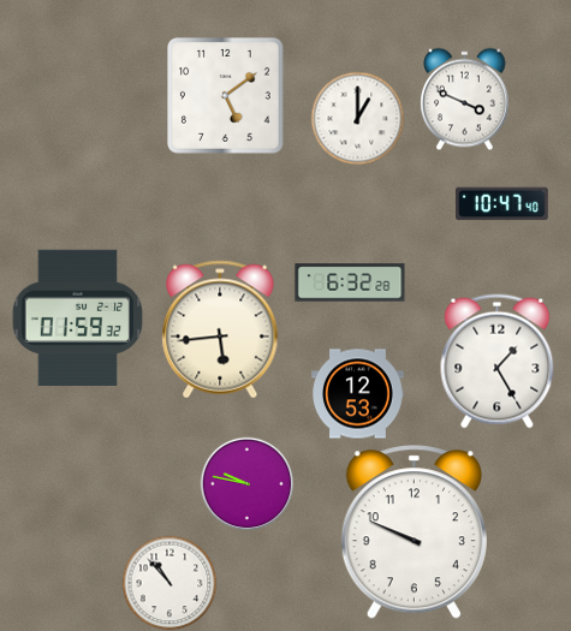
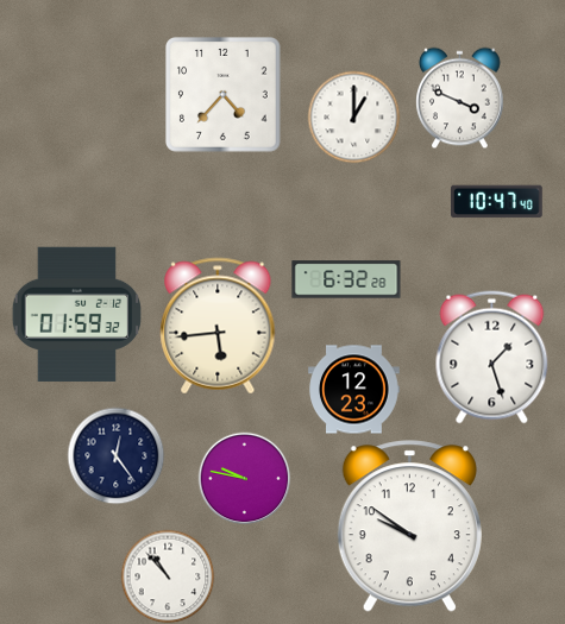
clock at (226, 96): 5:09 -> 4:37
clock at (498, 362): 1:25 -> 1:27
clock at (358, 394): 12:53 -> 12:23
clock at (115, 455): none -> 12:24
clock at (414, 532): 9:49 -> 9:51
